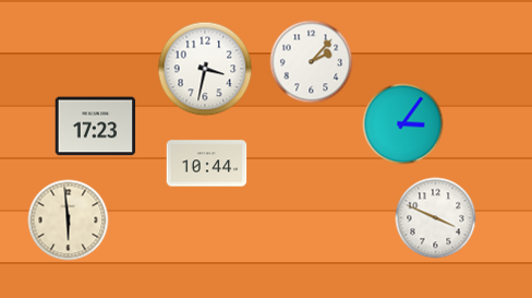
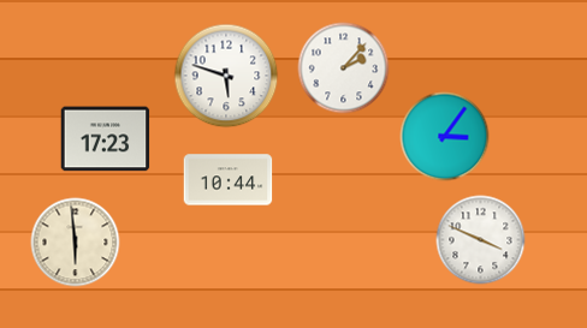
clock at (205, 69): 3:32 -> 5:48
